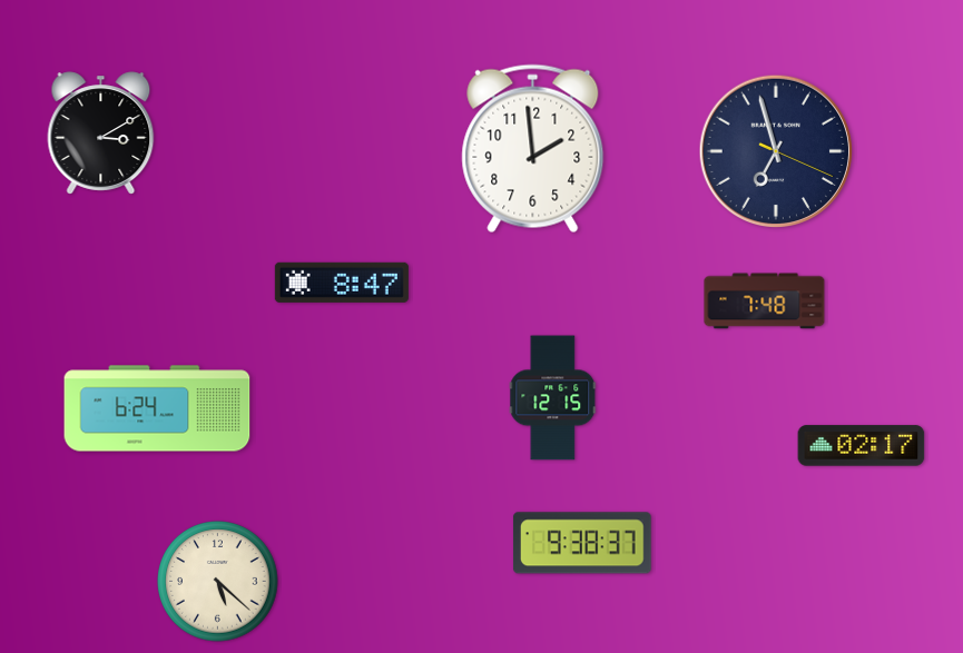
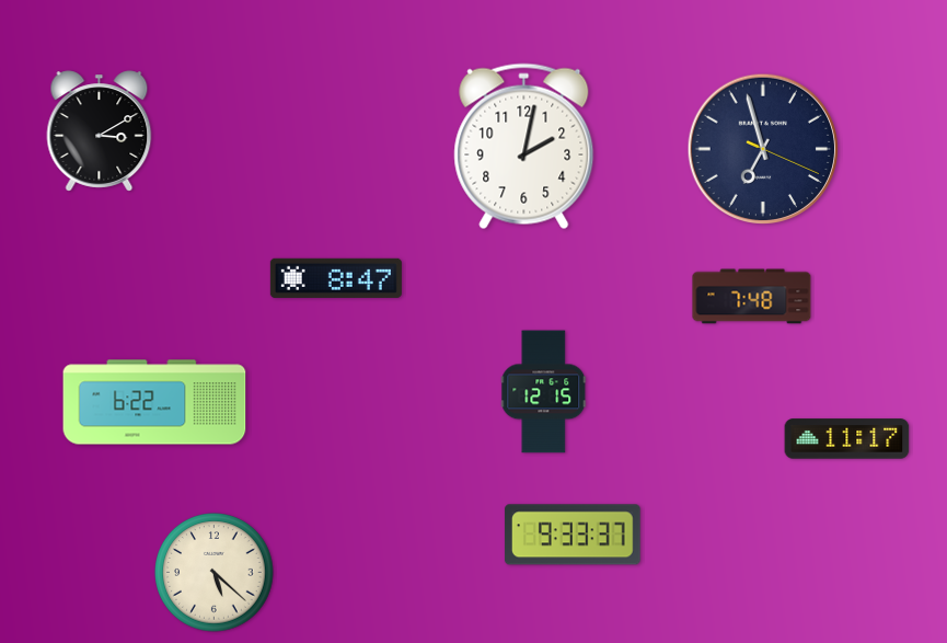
clock at (533, 149): 1:59 -> 2:02
clock at (157, 408): 6:24 -> 6:22
clock at (862, 446): 02:17 -> 11:17
clock at (582, 543): 9:38 -> 9:33
